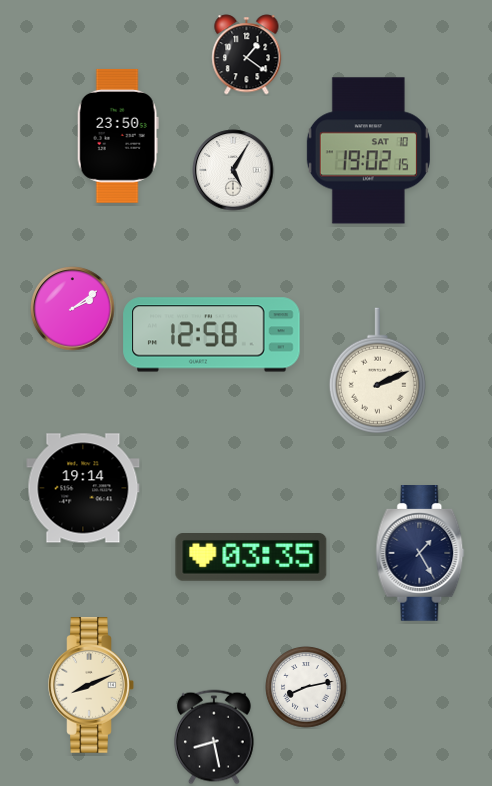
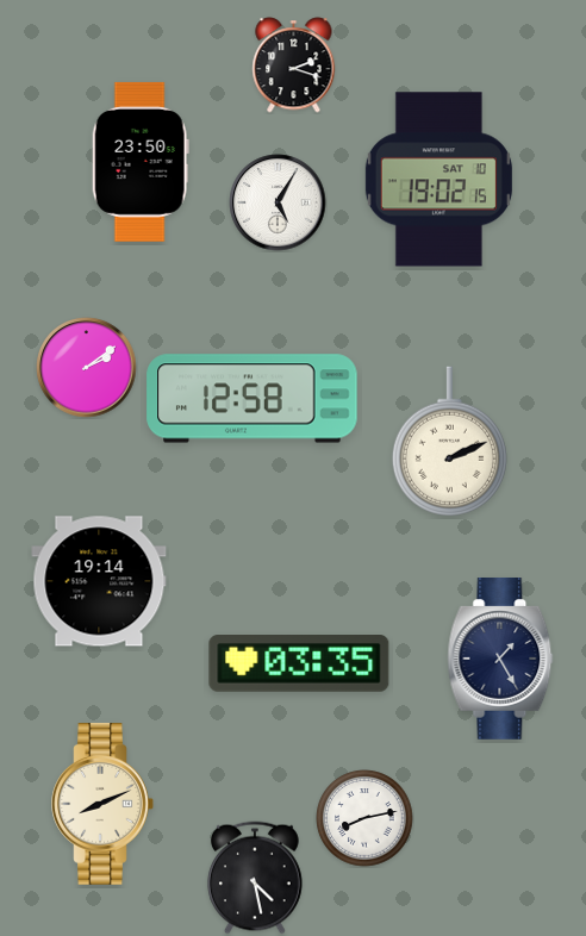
clock at (247, 55): 1:21 -> 2:18
clock at (91, 686) position: (91, 686) -> (102, 805)
clock at (215, 737): 8:28 -> 4:28
